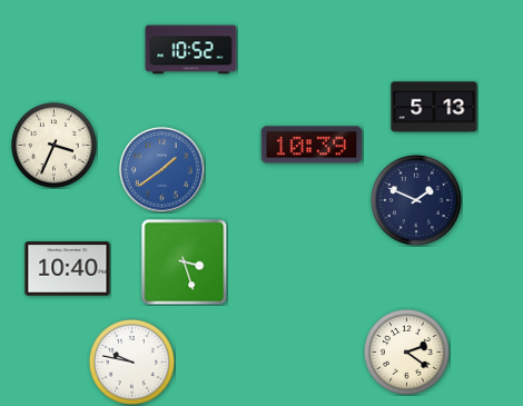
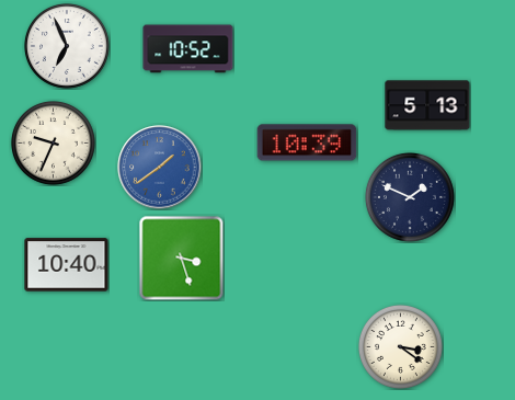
clock at (67, 46): none -> 6:56
clock at (53, 145): 3:34 -> 9:34
clock at (406, 351): 2:21 -> 3:21
clock at (131, 362): 9:47 -> none
